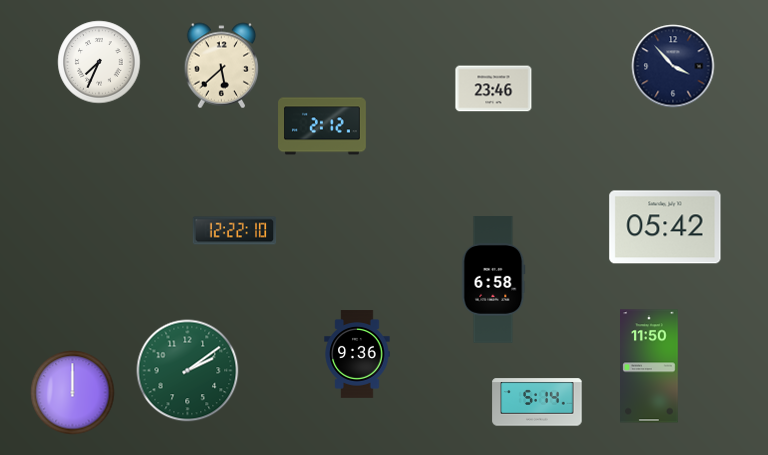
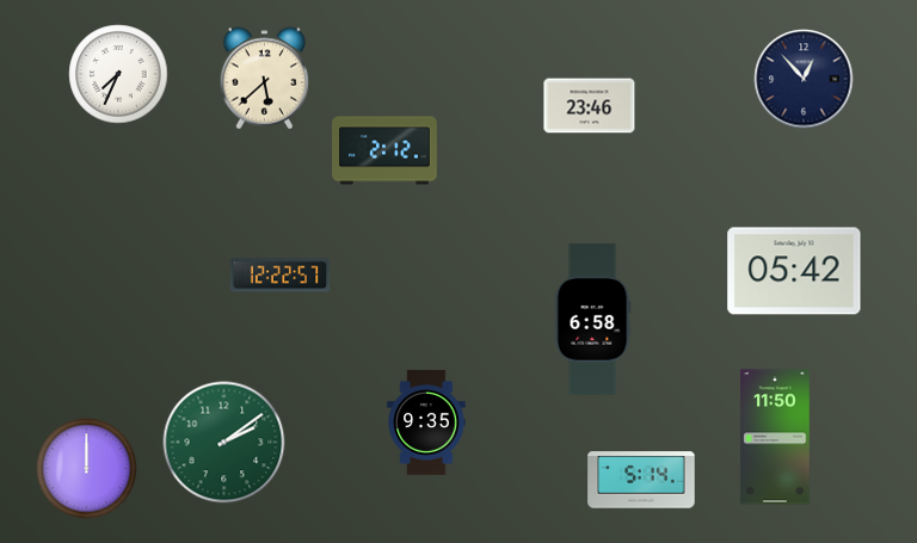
clock at (673, 66): 3:53 -> 12:53
clock at (235, 231): 12:22:10 -> 12:22:57
clock at (493, 280) position: (493, 280) -> (592, 320)
clock at (357, 354): 9:36 -> 9:35
